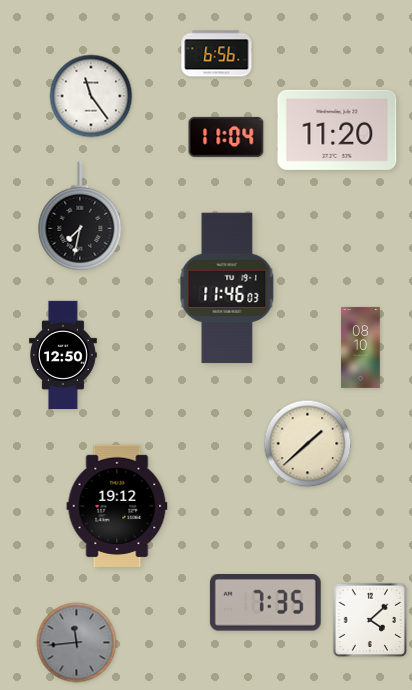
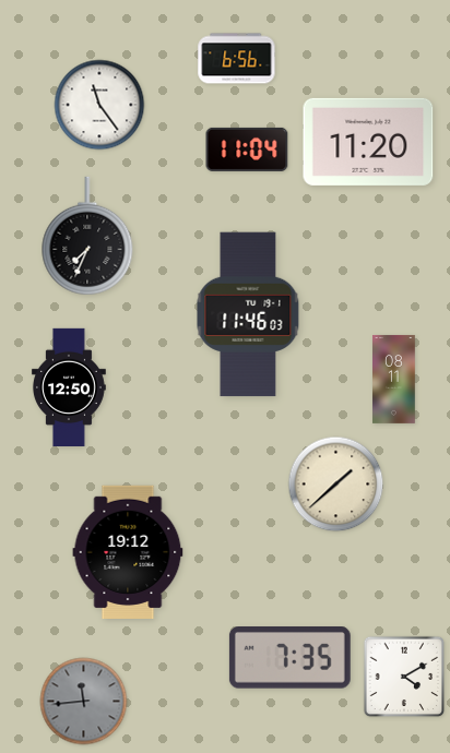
clock at (80, 216): 7:32 -> 7:34
clock at (361, 347): 08:10 -> 08:11
clock at (370, 620): 4:08 -> 4:10
